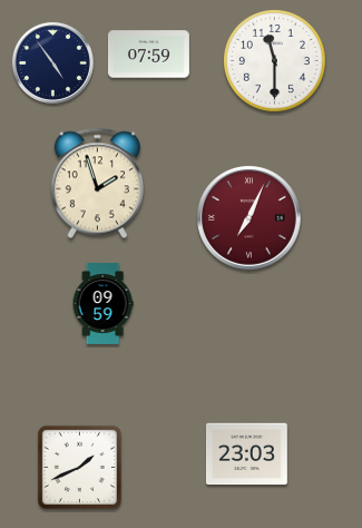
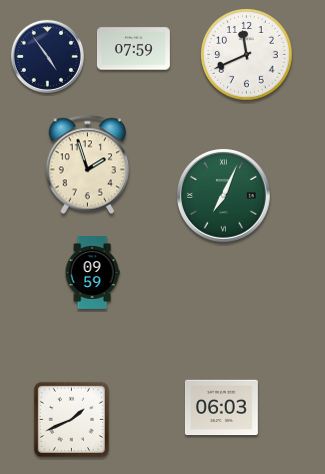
clock at (275, 61): 11:30 -> 11:41
clock at (250, 218) dial: burgundy -> green
clock at (246, 454): 23:03 -> 06:03
